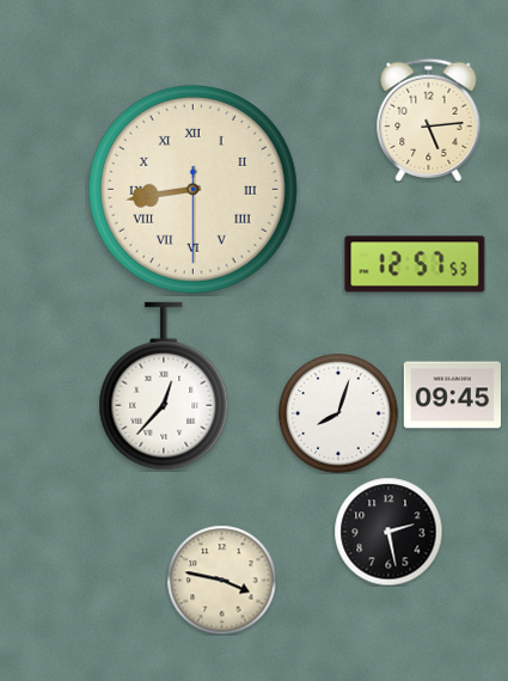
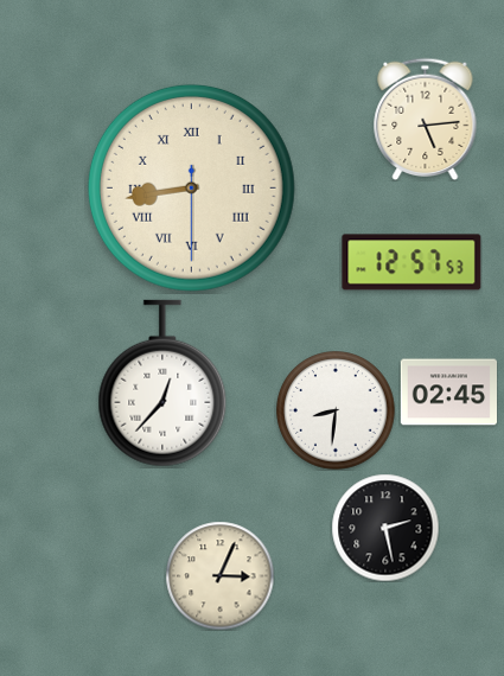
clock at (452, 395): 09:45 -> 02:45
clock at (338, 413): 8:03 -> 8:31
clock at (221, 579): 3:47 -> 3:04
